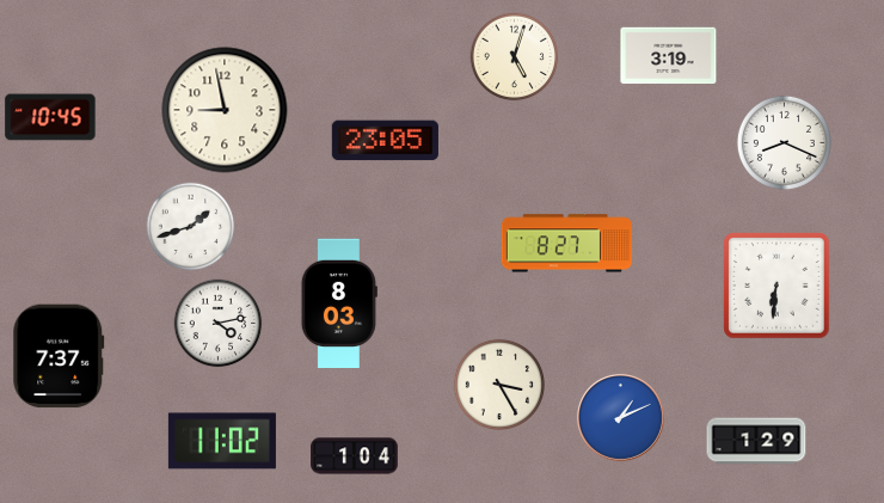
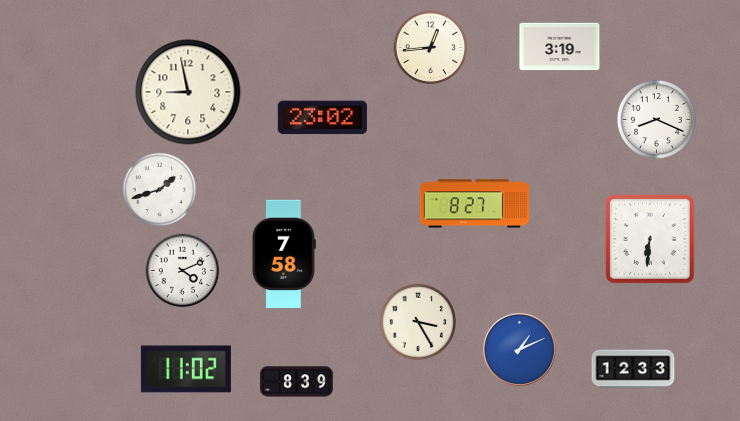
clock at (515, 57): 5:03 -> 12:44
clock at (50, 117): 10:45 -> none
clock at (385, 141): 23:05 -> 23:02
clock at (339, 302): 8:03 -> 7:58
clock at (219, 324): 4:13 -> 4:11
clock at (59, 356): 7:37 -> none
clock at (756, 441): 1:29 -> 12:33
clock at (355, 456): 1:04 -> 8:39
